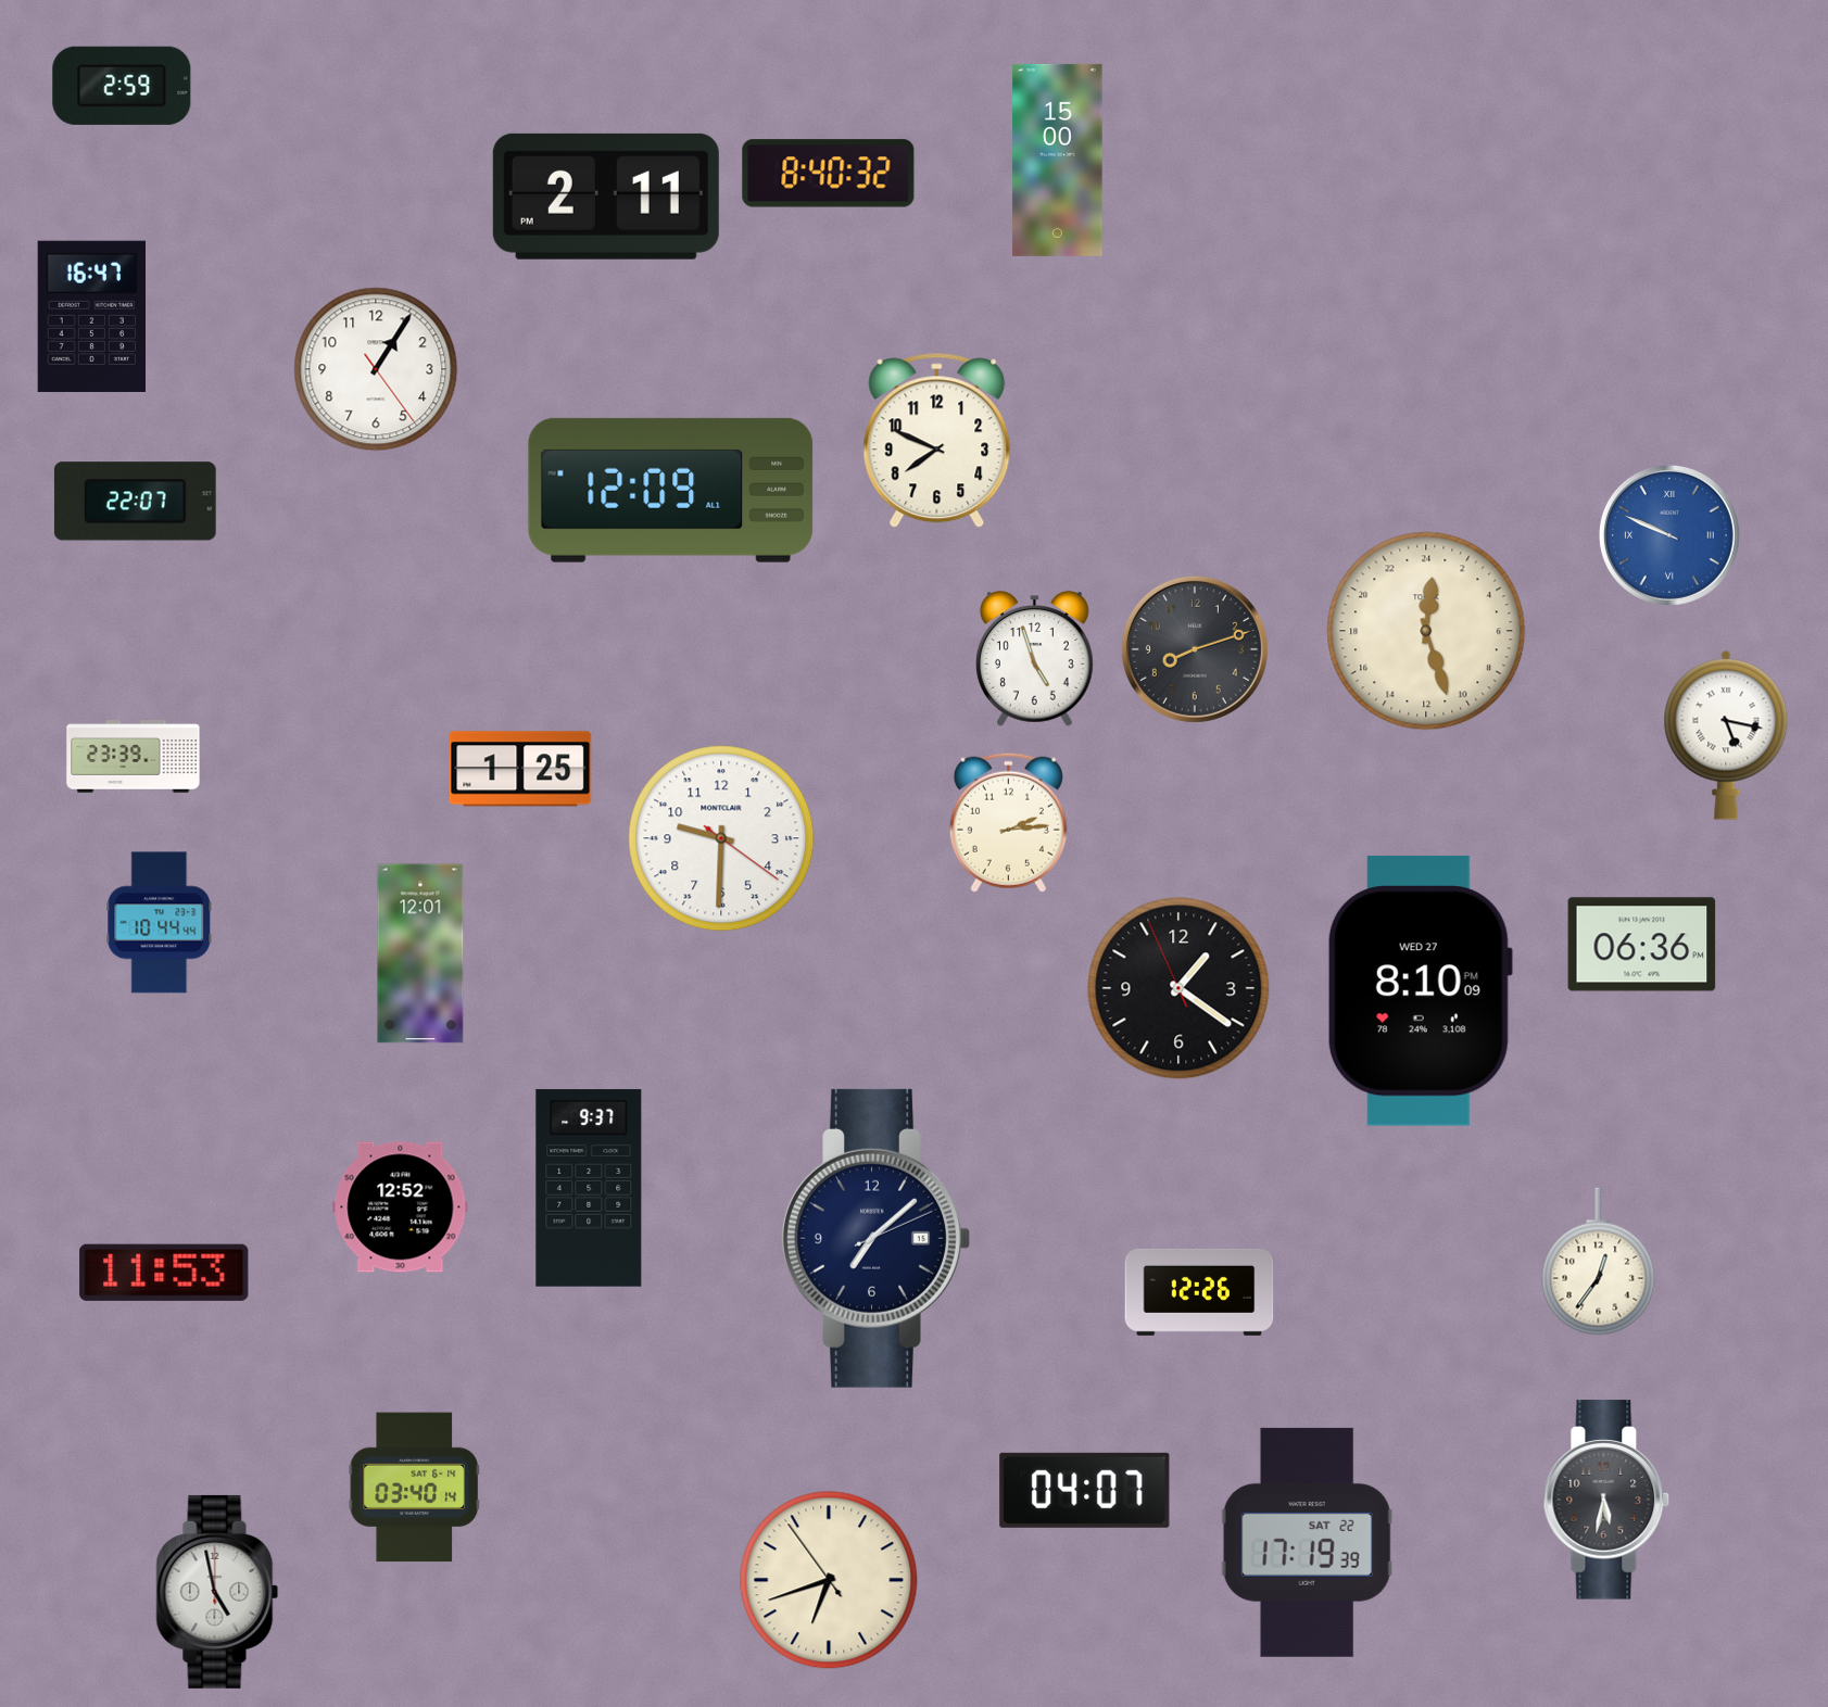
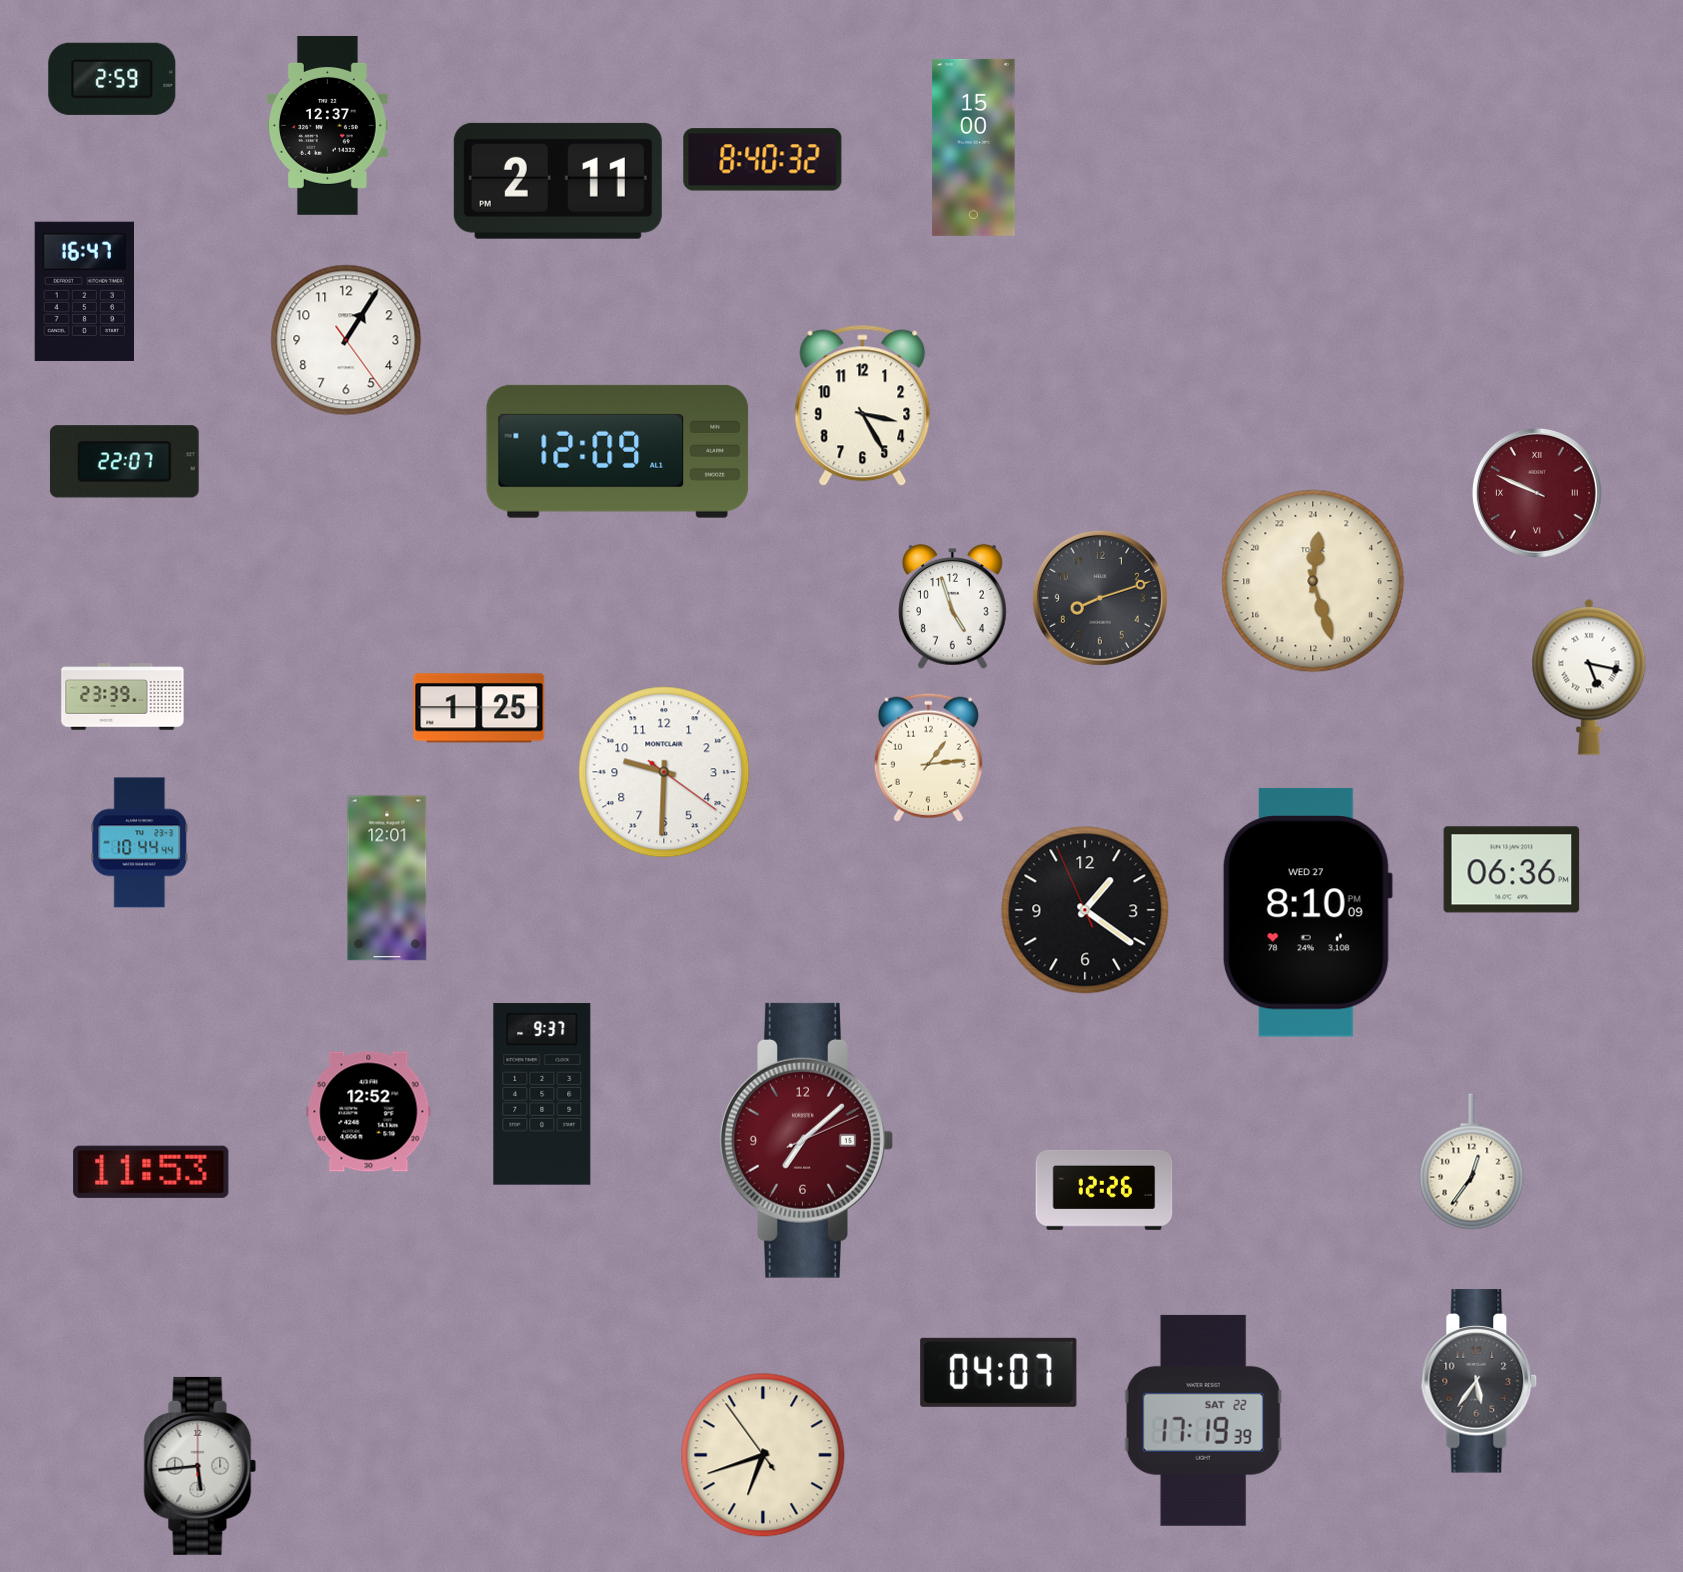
clock at (328, 125): none -> 12:37
clock at (937, 441): 7:49 -> 3:25
clock at (1669, 535) dial: blue -> burgundy
clock at (1008, 822): 2:14 -> 1:14
clock at (160, 923) position: (160, 923) -> (140, 843)
clock at (875, 1238) dial: navy -> burgundy
clock at (415, 1488): 03:40 -> none
clock at (1606, 1500): 5:32 -> 5:36
clock at (217, 1592): 4:58 -> 5:44
